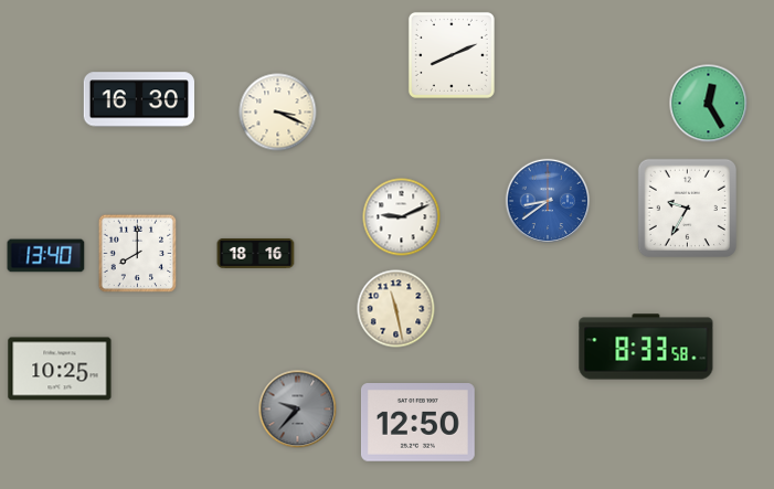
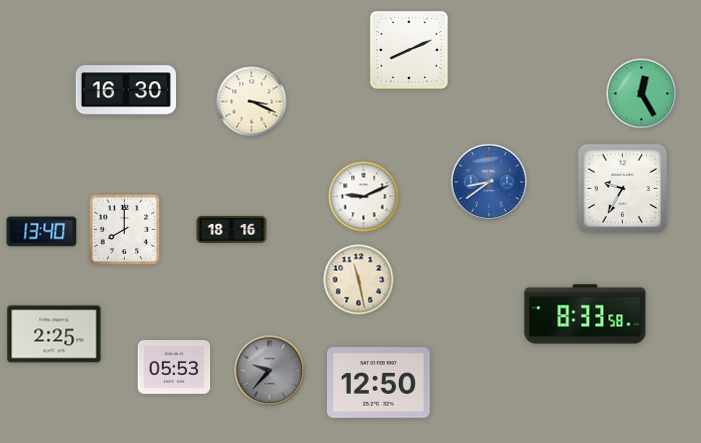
clock at (548, 201) position: (548, 201) -> (489, 182)
clock at (60, 369): 10:25 -> 2:25
clock at (174, 368): none -> 05:53
